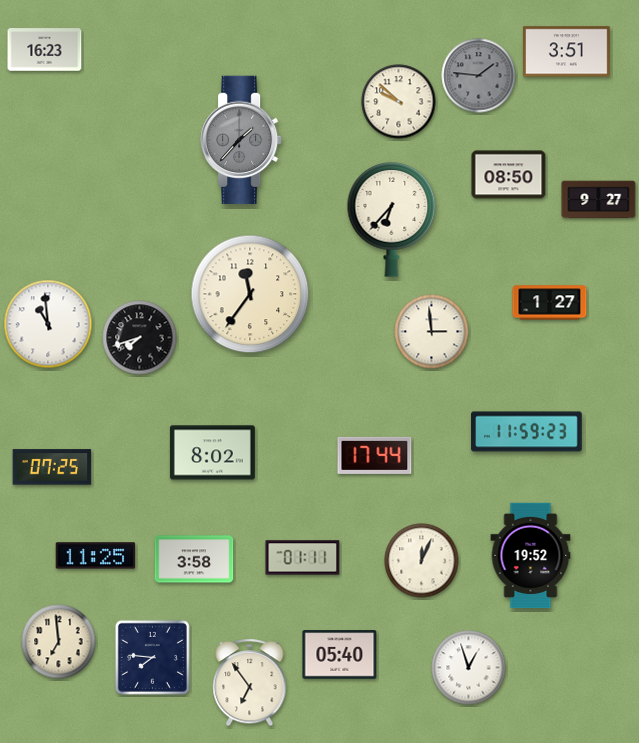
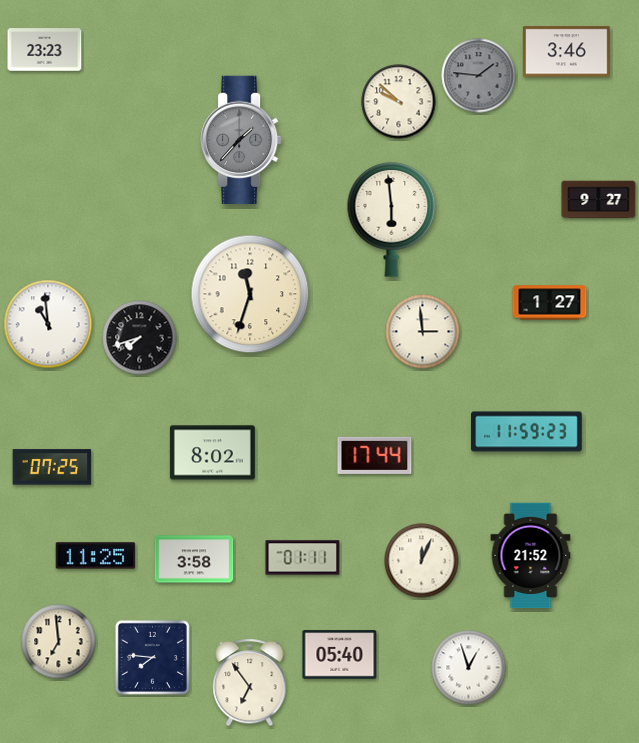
clock at (45, 50): 16:23 -> 23:23
clock at (567, 52): 3:51 -> 3:46
clock at (509, 175): 08:50 -> none
clock at (392, 220): 6:37 -> 5:59
clock at (250, 294): 11:36 -> 11:33
clock at (432, 332) position: (432, 332) -> (423, 332)
clock at (531, 556): 19:52 -> 21:52
